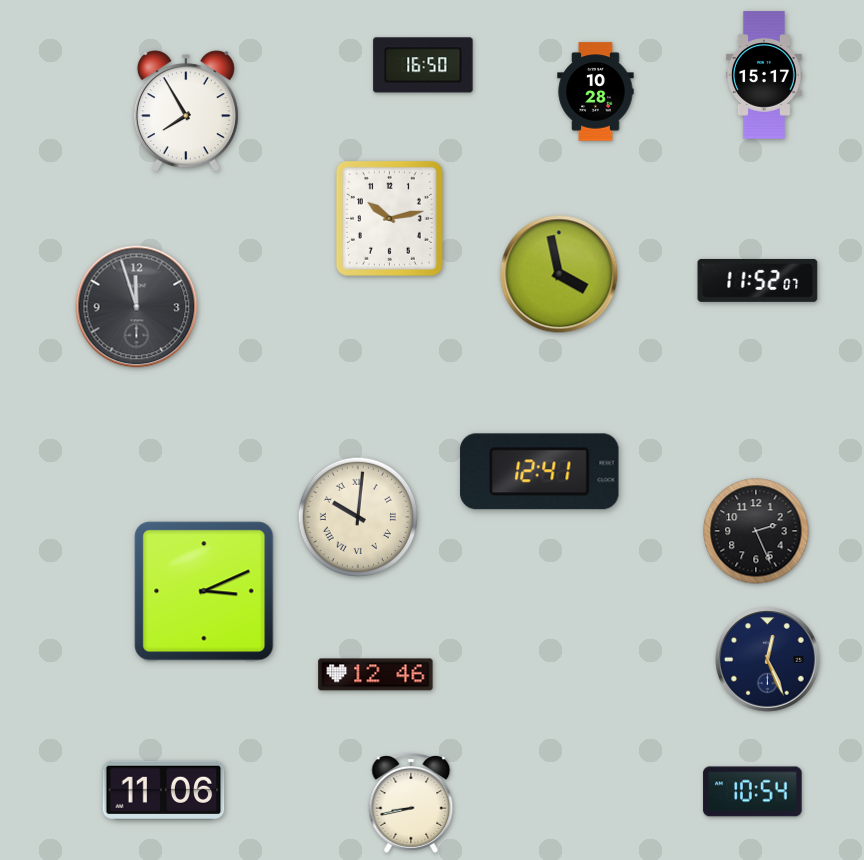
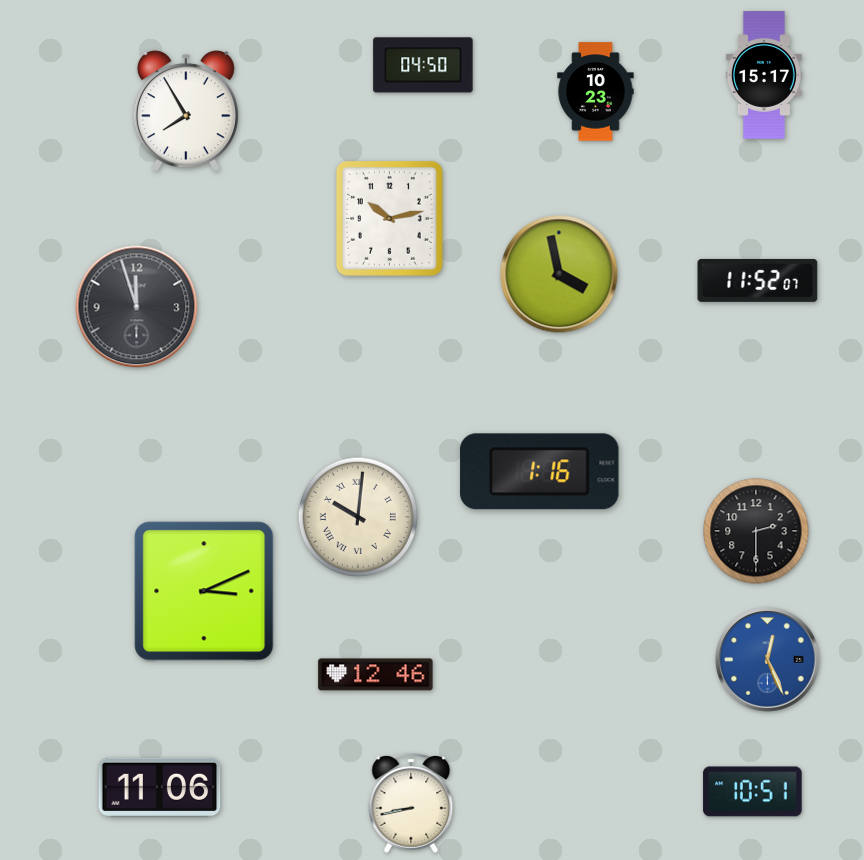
clock at (423, 65): 16:50 -> 04:50
clock at (596, 92): 10:28 -> 10:23
clock at (540, 472): 12:41 -> 1:16
clock at (756, 531): 2:26 -> 2:30
clock at (768, 660) dial: navy -> blue
clock at (164, 790) position: (164, 790) -> (160, 787)
clock at (753, 792): 10:54 -> 10:51
